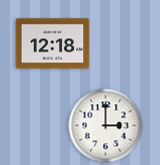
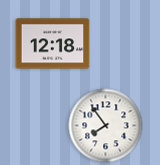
clock at (106, 126): 3:00 -> 7:54
